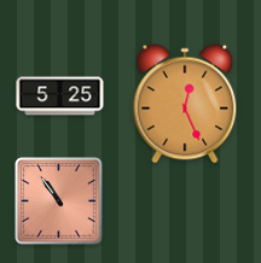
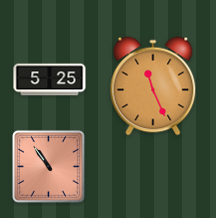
clock at (185, 104): 12:26 -> 11:26
